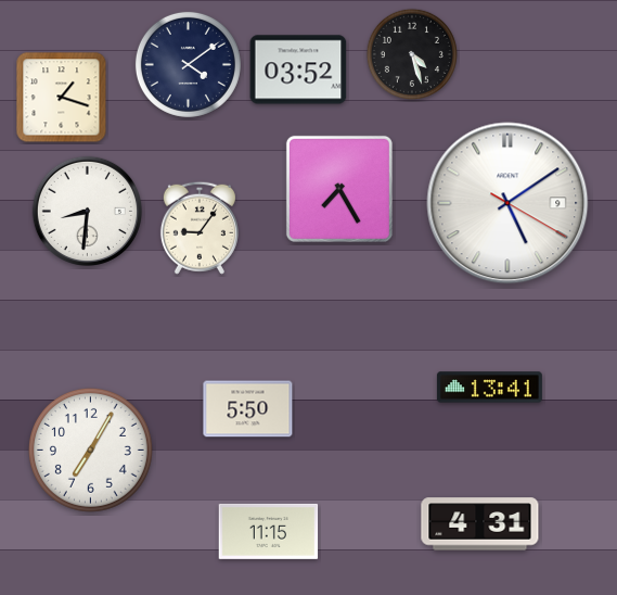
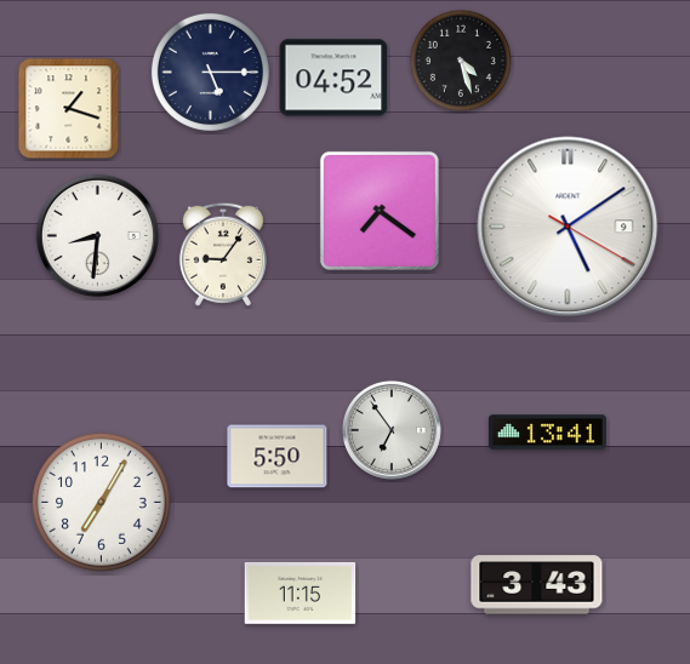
clock at (188, 64): 4:09 -> 5:15
clock at (298, 69): 03:52 -> 04:52
clock at (339, 189): 7:25 -> 7:21
clock at (392, 430): none -> 6:54
clock at (480, 524): 4:31 -> 3:43
